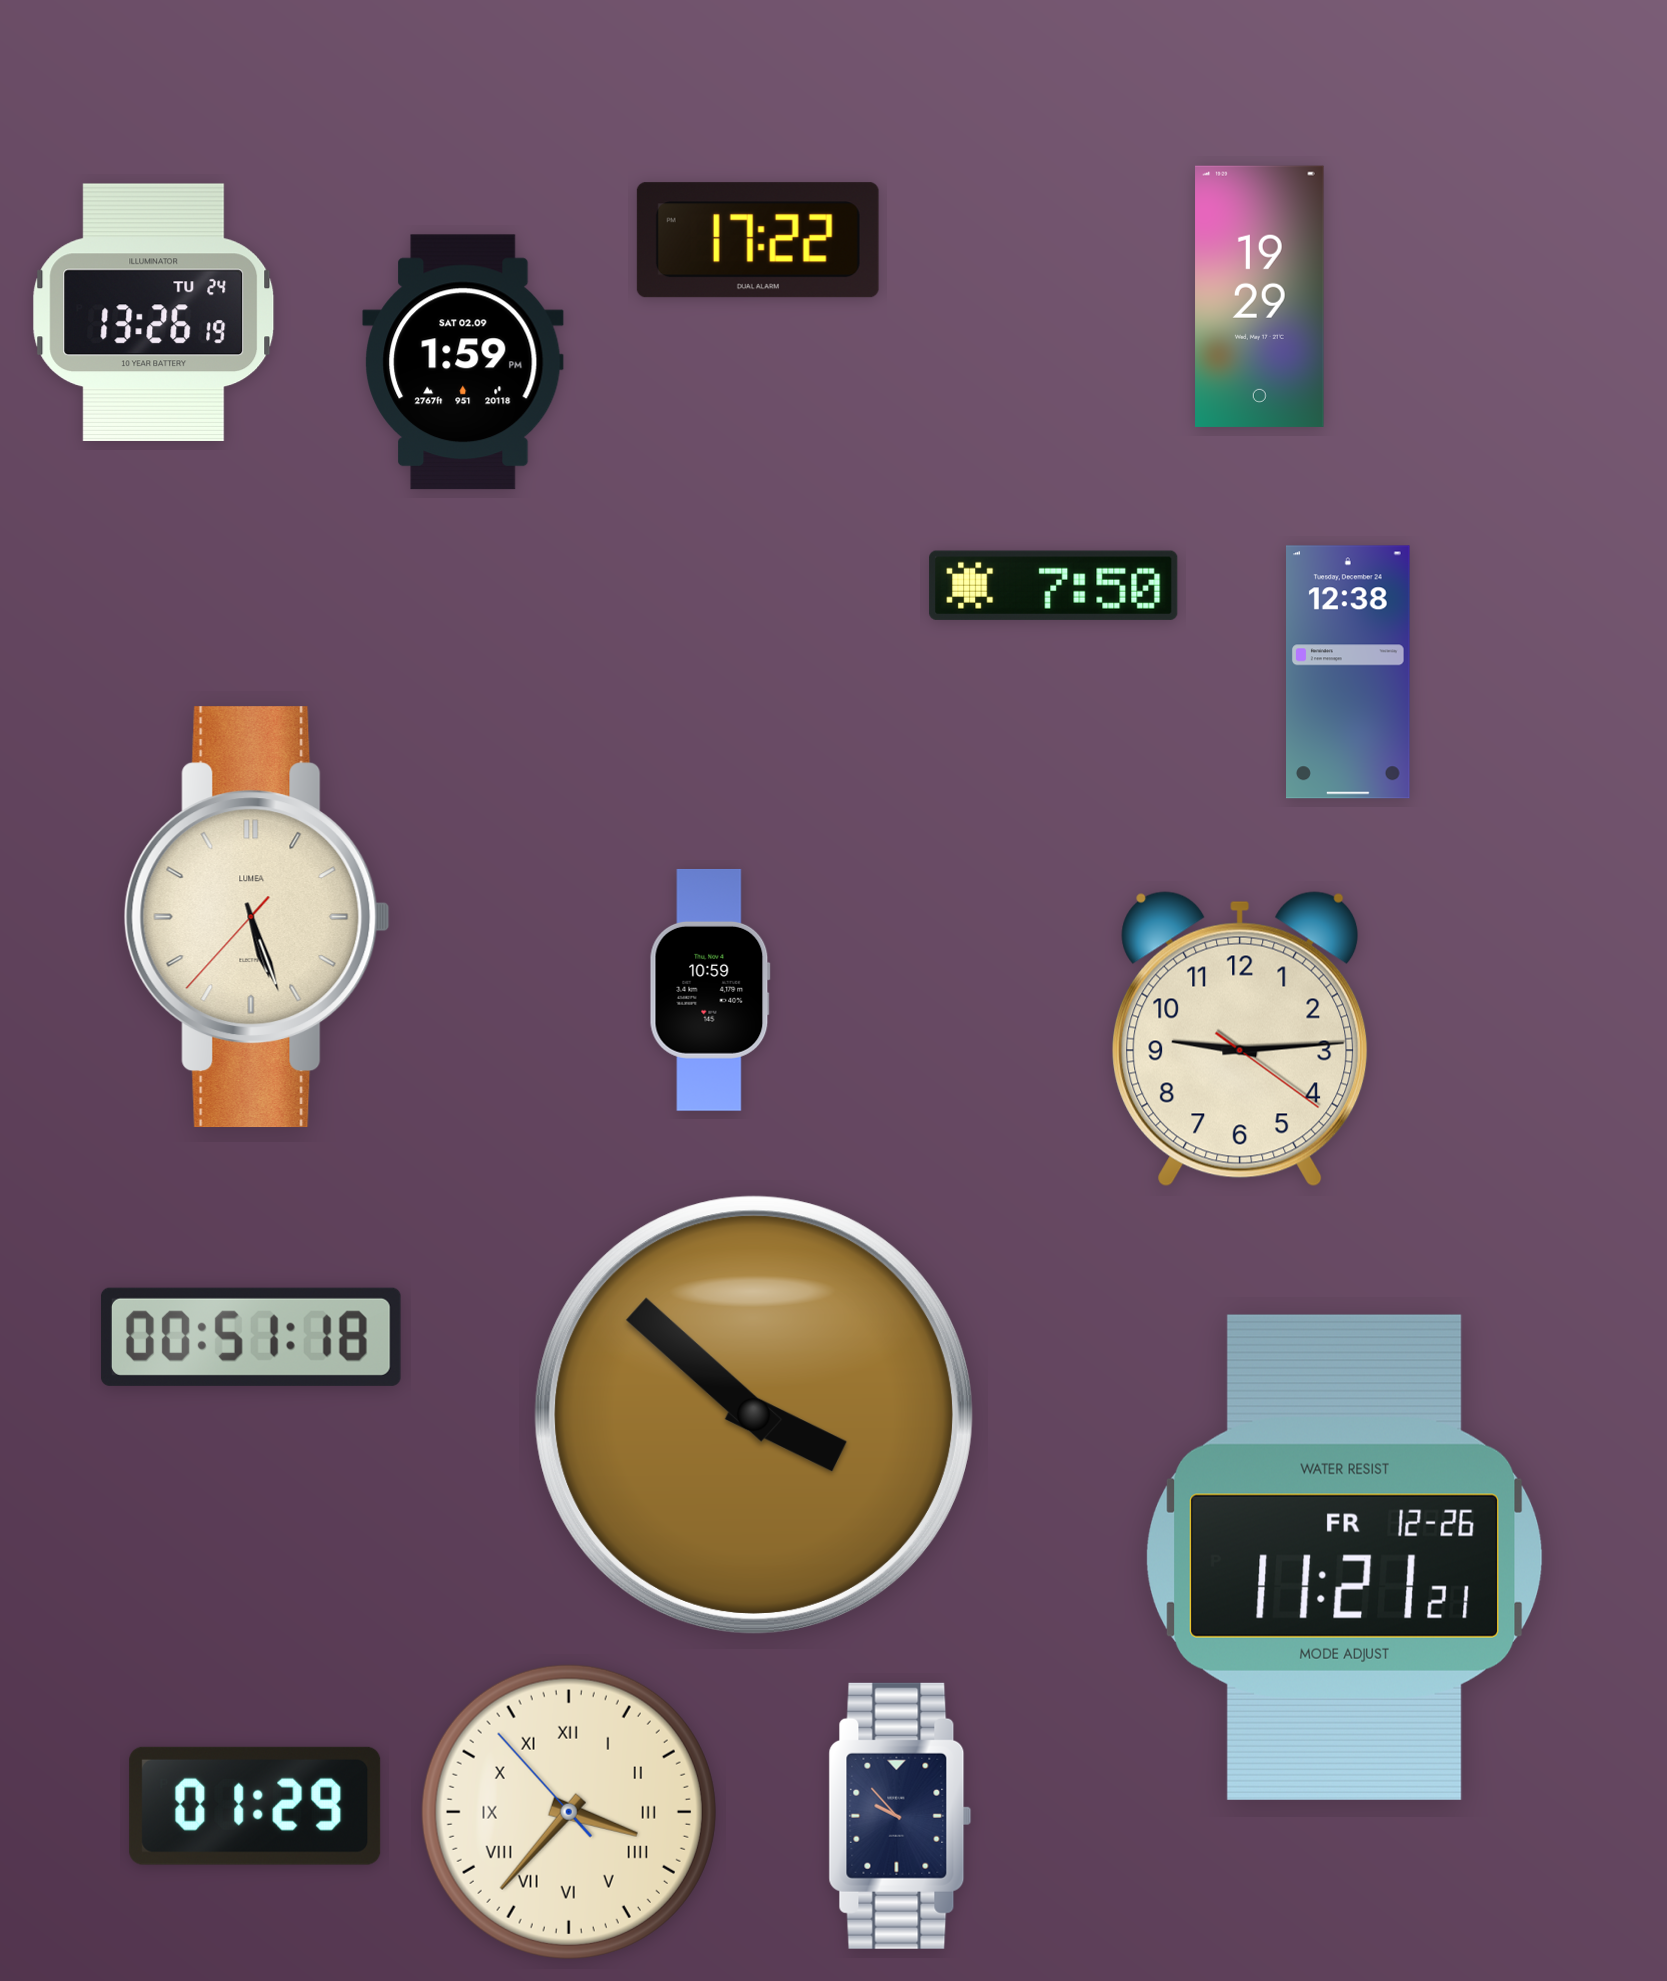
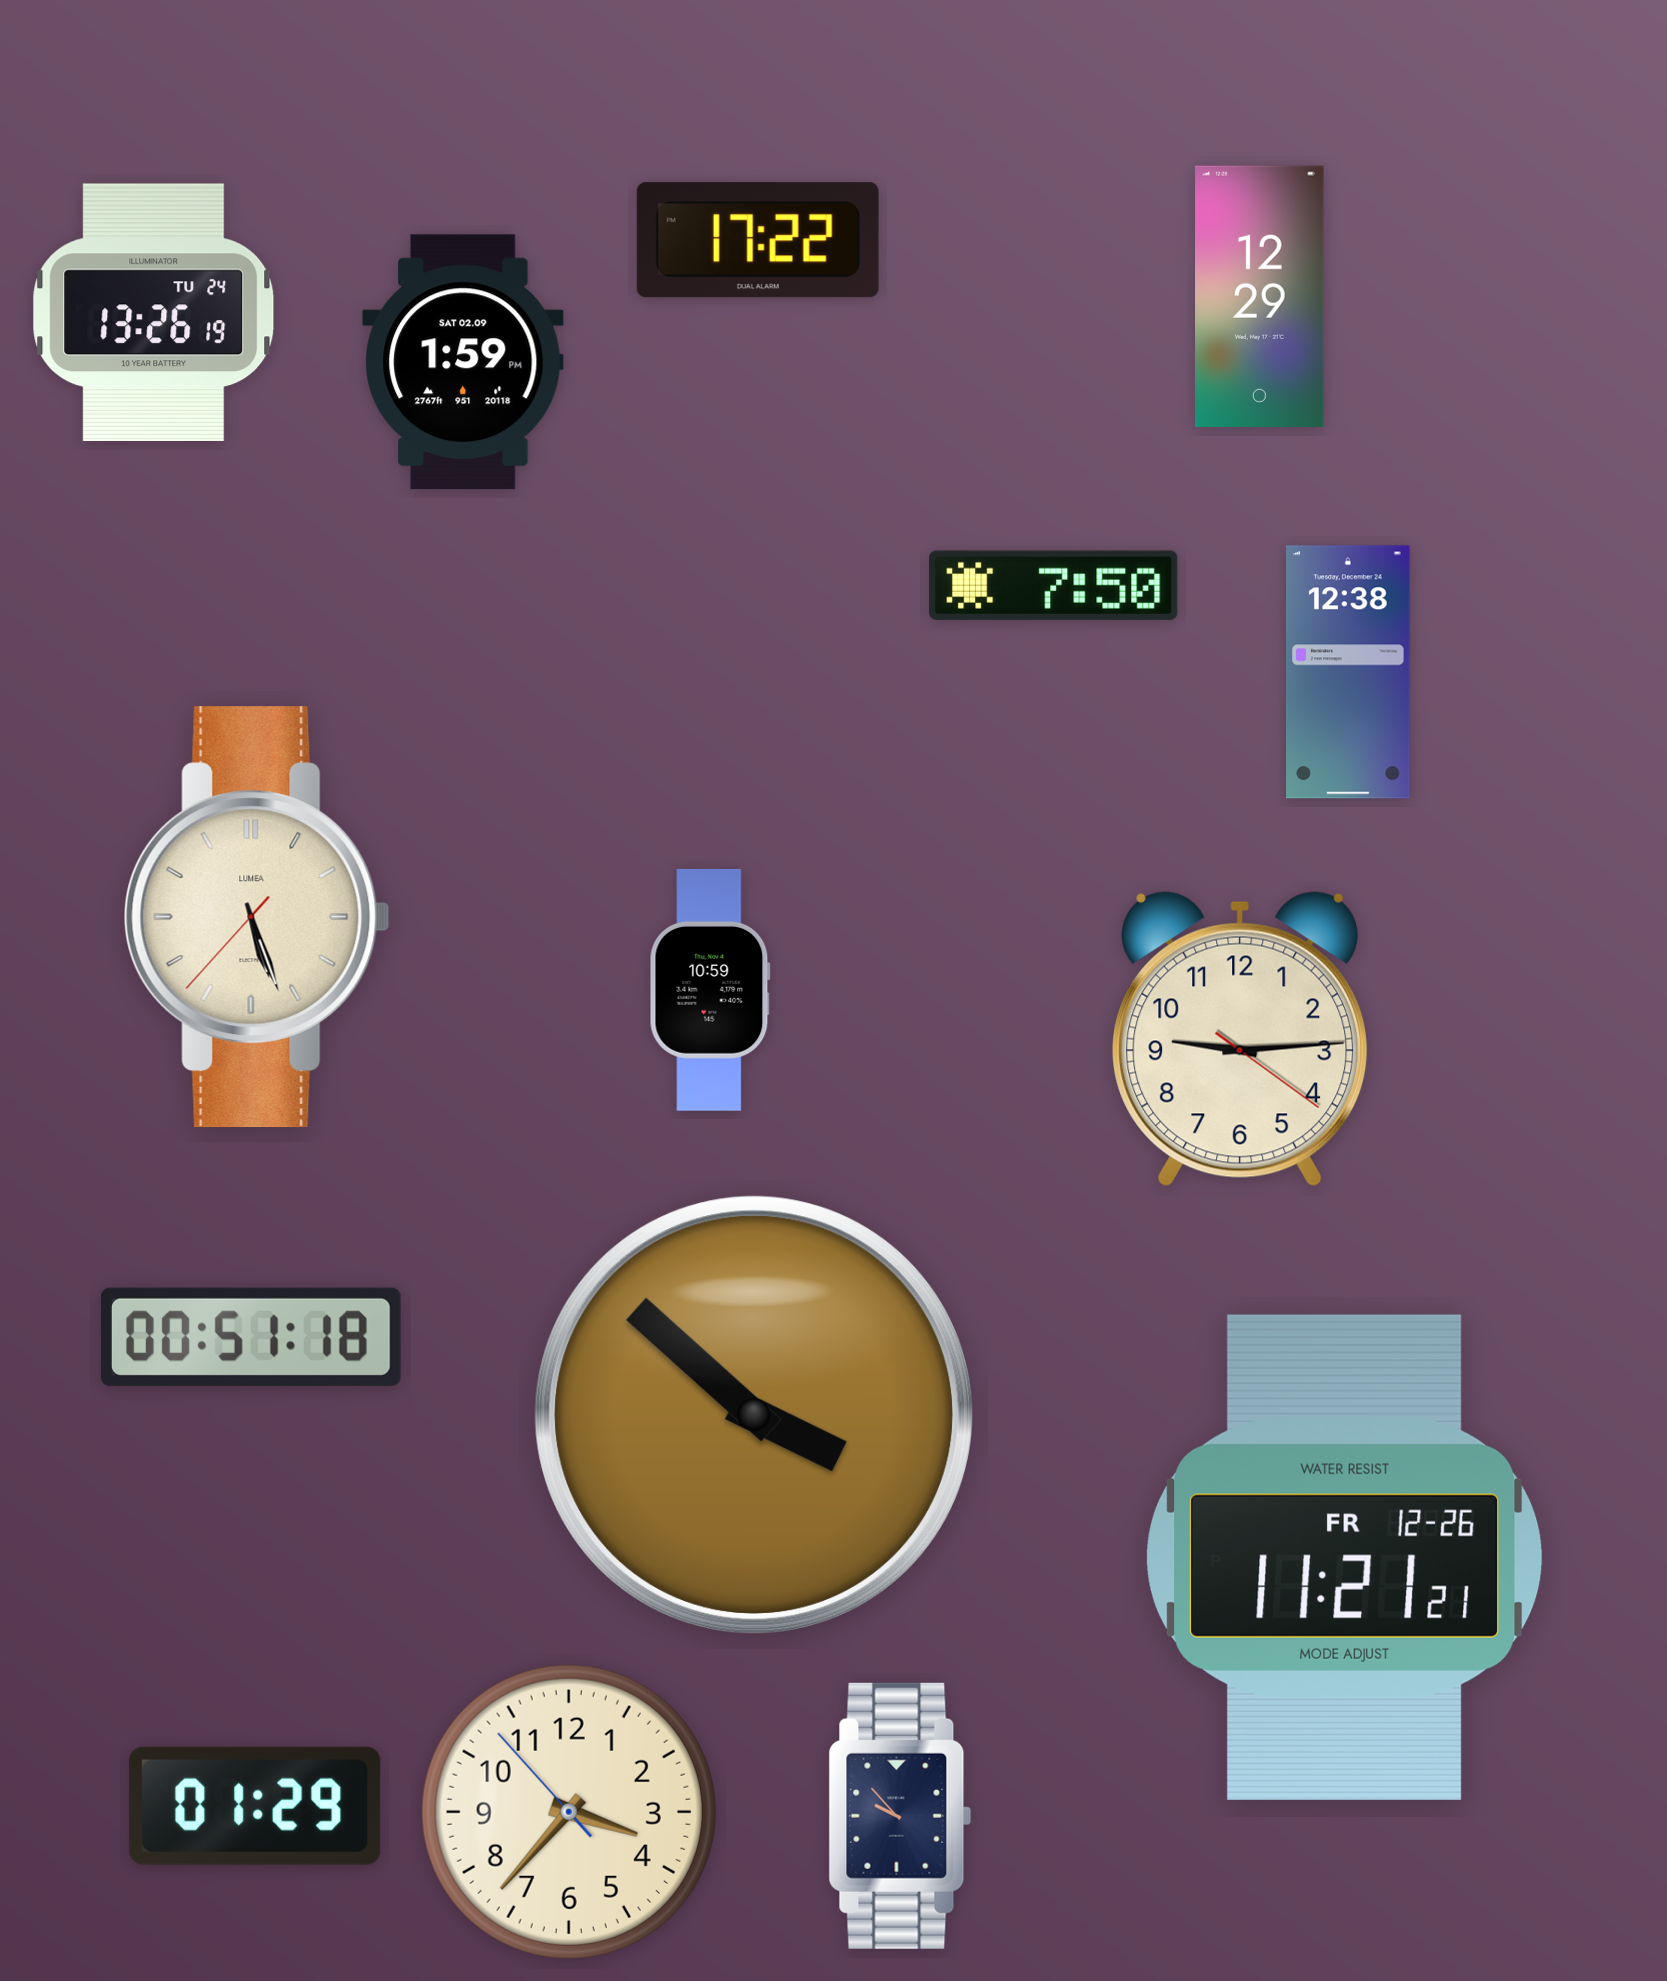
clock at (1260, 296): 19:29 -> 12:29
clock at (569, 1812) numerals: Roman -> Arabic
